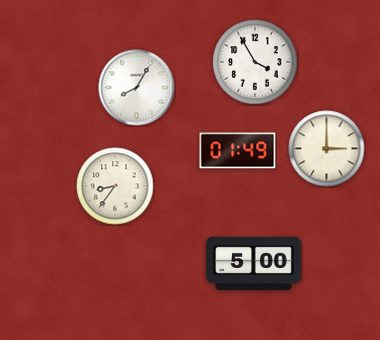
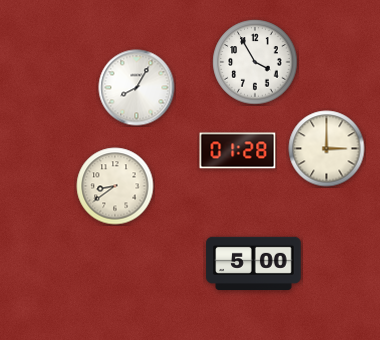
clock at (238, 151): 01:49 -> 01:28
clock at (115, 186): 8:36 -> 8:39
